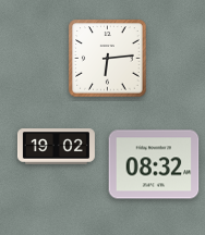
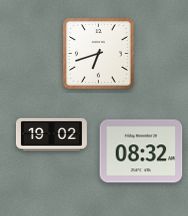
clock at (108, 59): 6:14 -> 6:42
